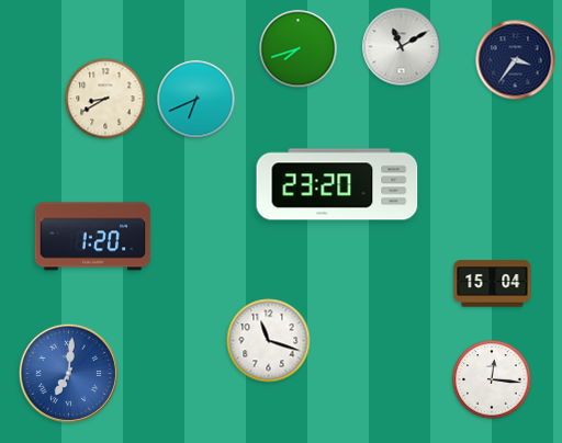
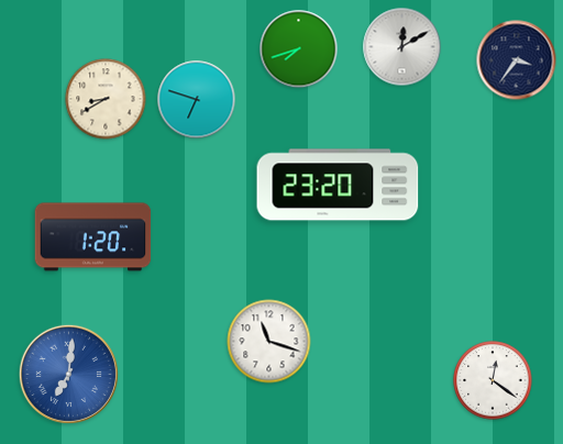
clock at (402, 47): 11:10 -> 12:10
clock at (196, 100): 6:41 -> 6:48
clock at (493, 284): 15:04 -> none
clock at (492, 379): 12:16 -> 12:21
